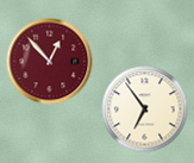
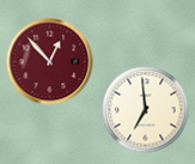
clock at (145, 109): 6:54 -> 6:59
